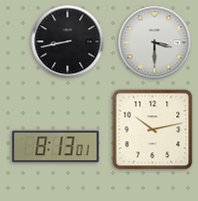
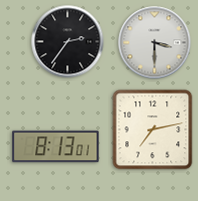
clock at (68, 42): 8:43 -> 2:36
clock at (153, 130): 10:13 -> 7:13
